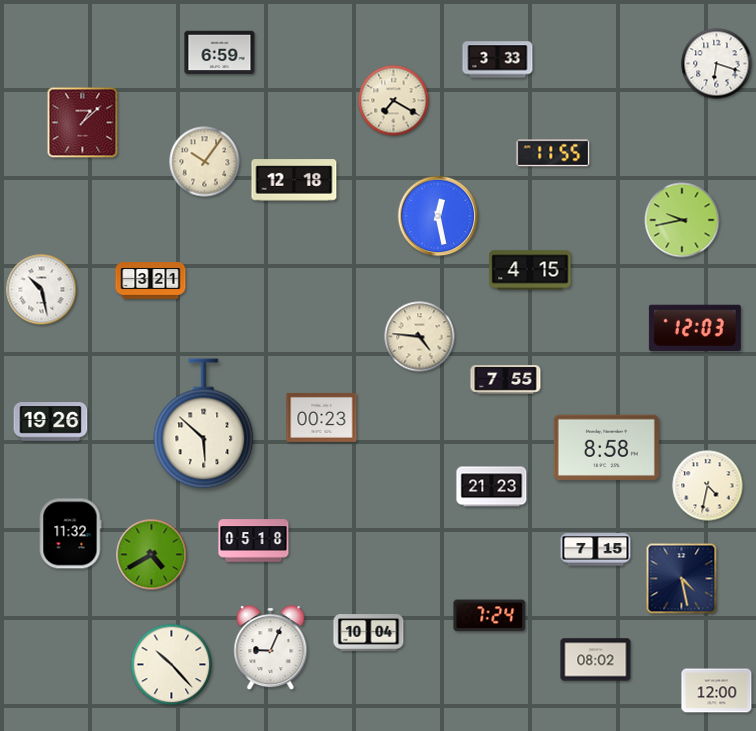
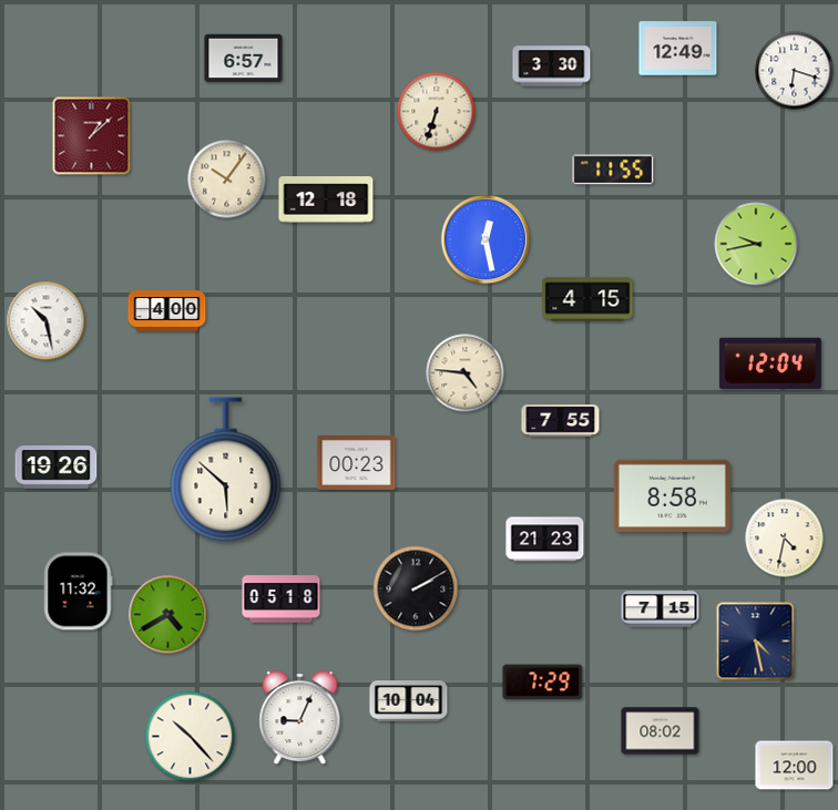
clock at (678, 49): none -> 12:49
clock at (220, 53): 6:59 -> 6:57
clock at (498, 60): 3:33 -> 3:30
clock at (394, 101): 7:20 -> 6:33
clock at (151, 281): 3:21 -> 4:00
clock at (695, 328): 12:03 -> 12:04
clock at (416, 588): none -> 2:10
clock at (490, 616): 7:24 -> 7:29
